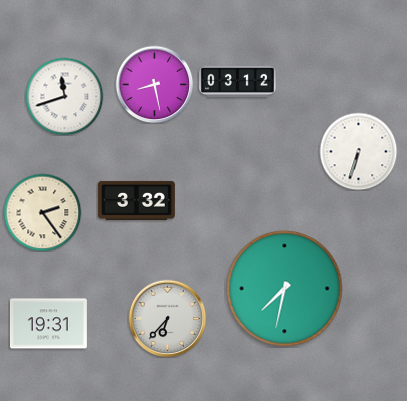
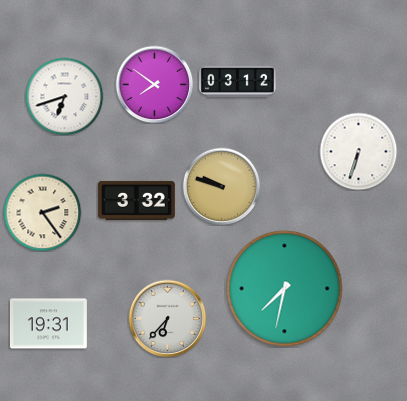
clock at (154, 84): 8:28 -> 7:51
clock at (64, 96): 11:42 -> 6:42
clock at (221, 186): none -> 9:48
